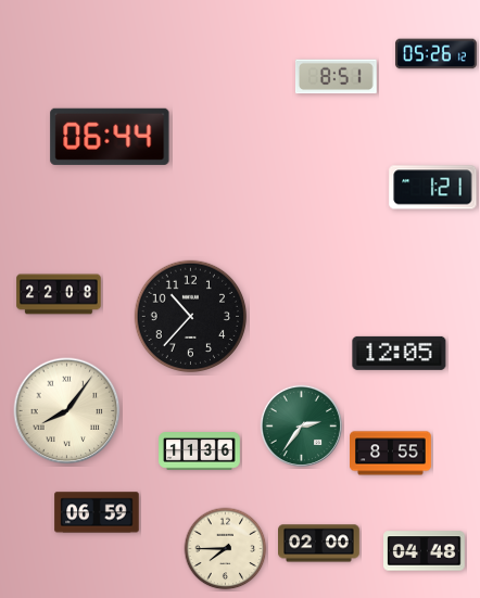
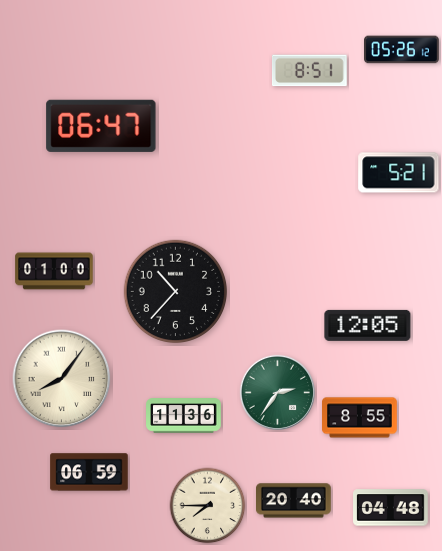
clock at (110, 137): 06:44 -> 06:47
clock at (433, 188): 1:21 -> 5:21
clock at (59, 294): 22:08 -> 01:00
clock at (319, 544): 02:00 -> 20:40
